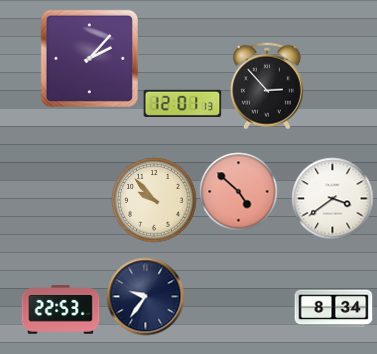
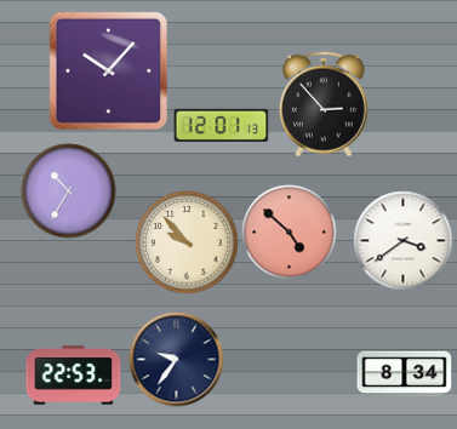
clock at (89, 58): 2:07 -> 10:07
clock at (68, 190): none -> 10:35
